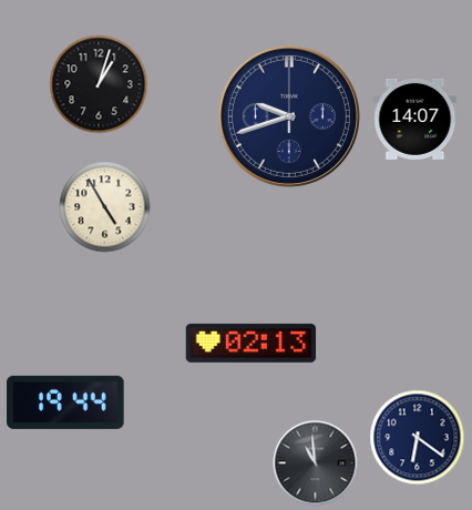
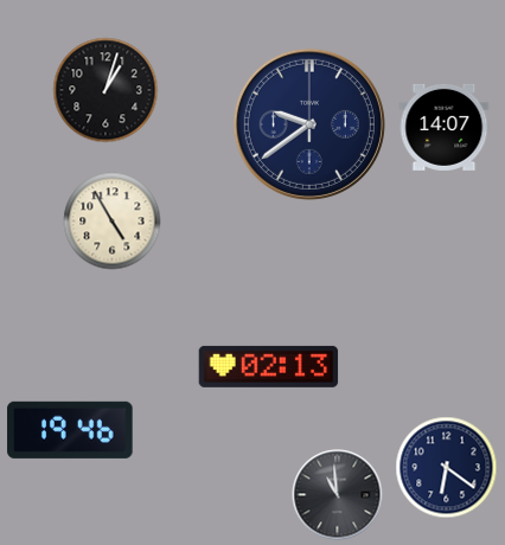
clock at (289, 116): 9:42 -> 9:39
clock at (65, 402): 19:44 -> 19:46
